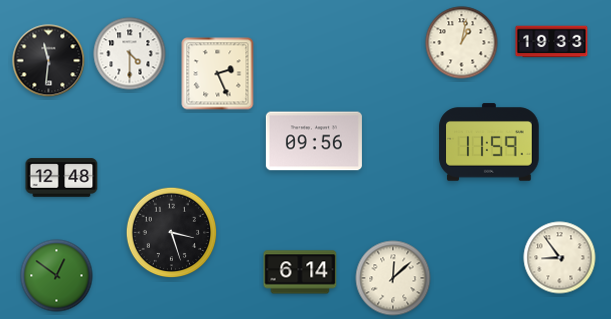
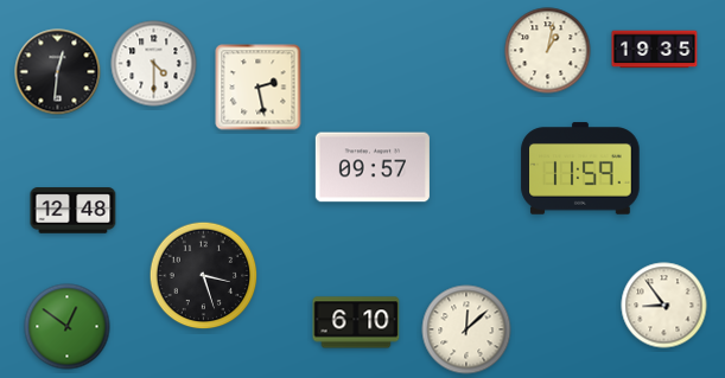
clock at (552, 42): 19:33 -> 19:35
clock at (49, 61): 11:31 -> 12:31
clock at (218, 74): 2:26 -> 2:28
clock at (314, 141): 09:56 -> 09:57
clock at (300, 272): 6:14 -> 6:10
